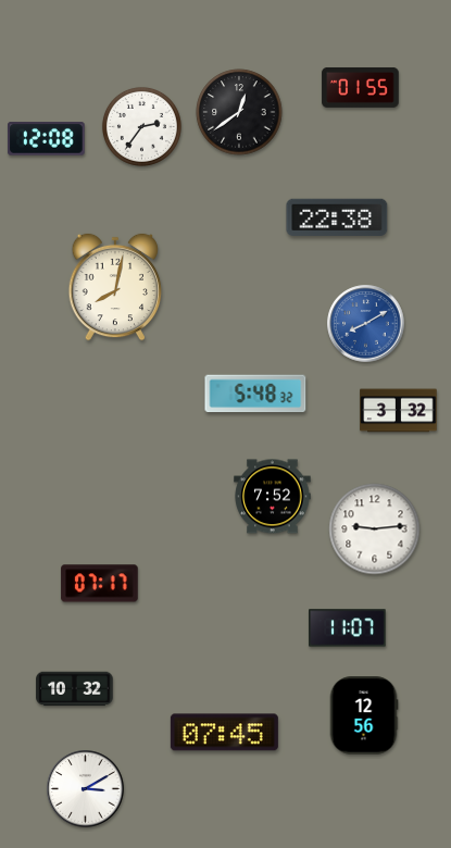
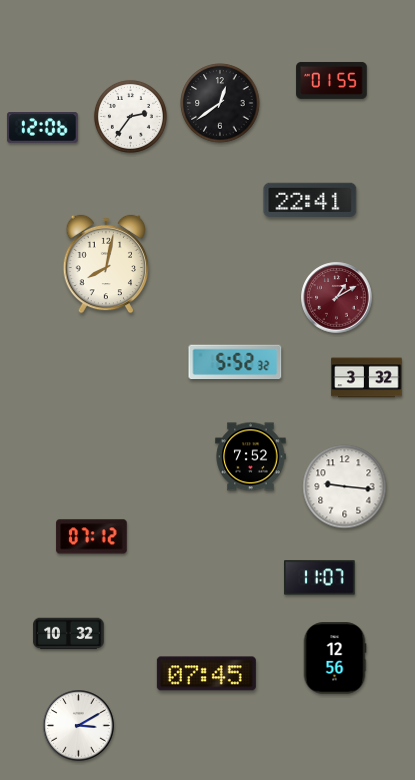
clock at (47, 139): 12:08 -> 12:06
clock at (337, 217): 22:38 -> 22:41
clock at (366, 324): 8:10 -> 1:10
clock at (366, 324) dial: blue -> burgundy
clock at (255, 394): 5:48 -> 5:52
clock at (375, 529): 9:14 -> 9:16
clock at (100, 584): 07:17 -> 07:12
